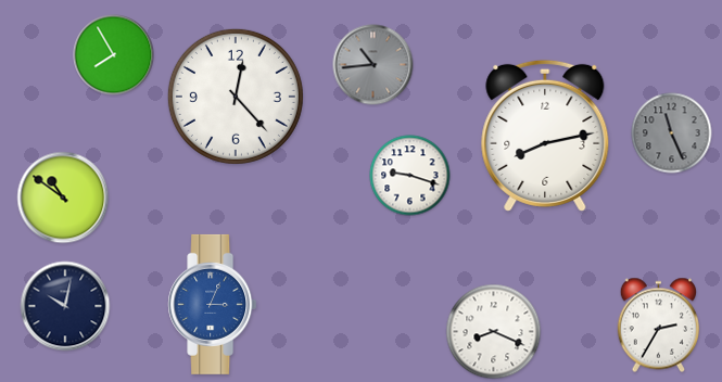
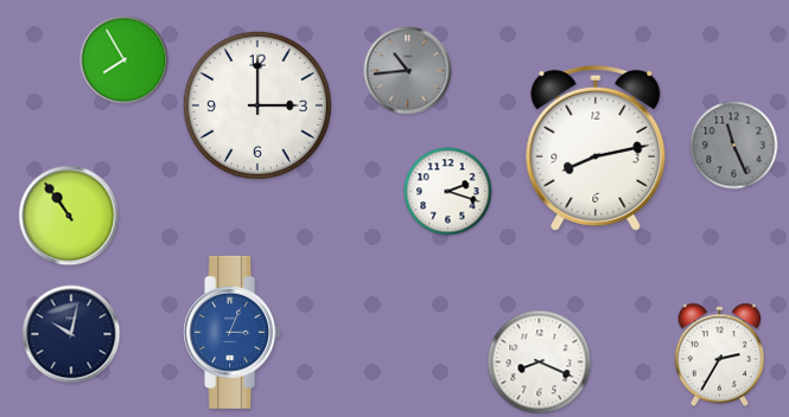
clock at (236, 97): 12:23 -> 3:00
clock at (410, 176): 9:18 -> 2:18
clock at (63, 198): 10:51 -> 10:54
